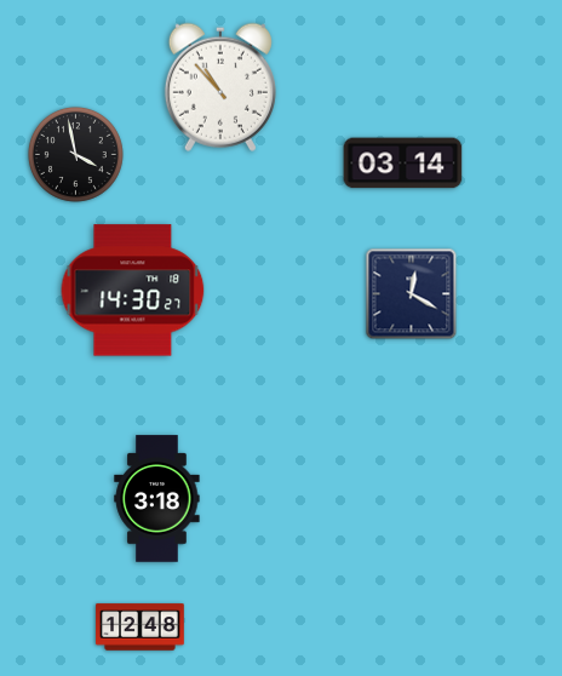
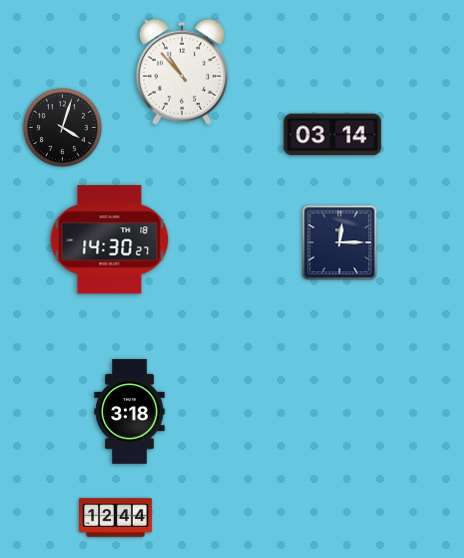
clock at (75, 154): 3:58 -> 4:03
clock at (412, 294): 12:20 -> 12:15
clock at (140, 628): 12:48 -> 12:44
